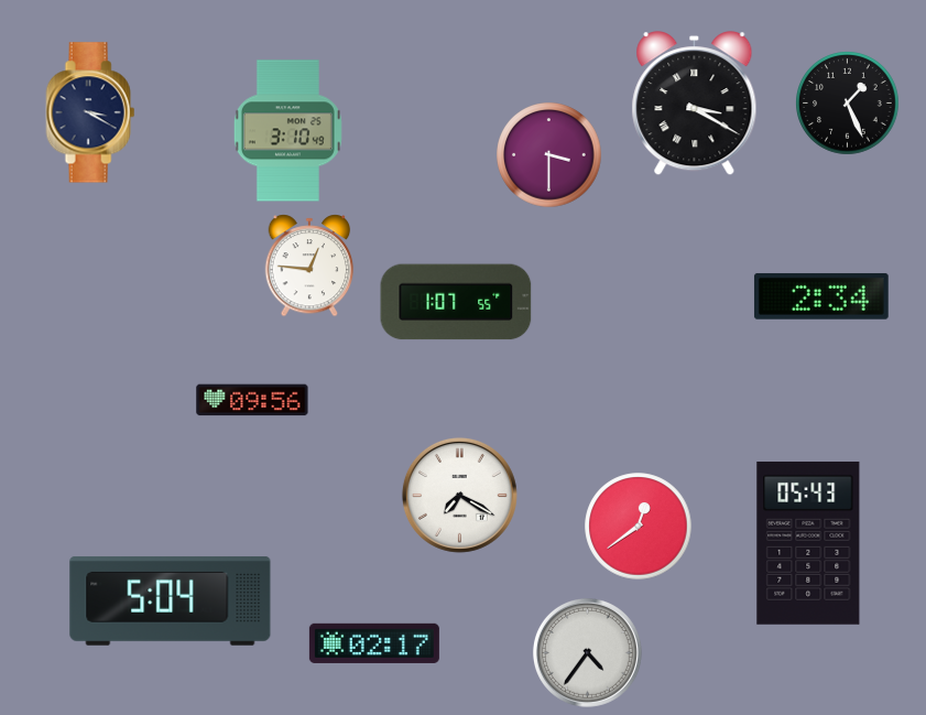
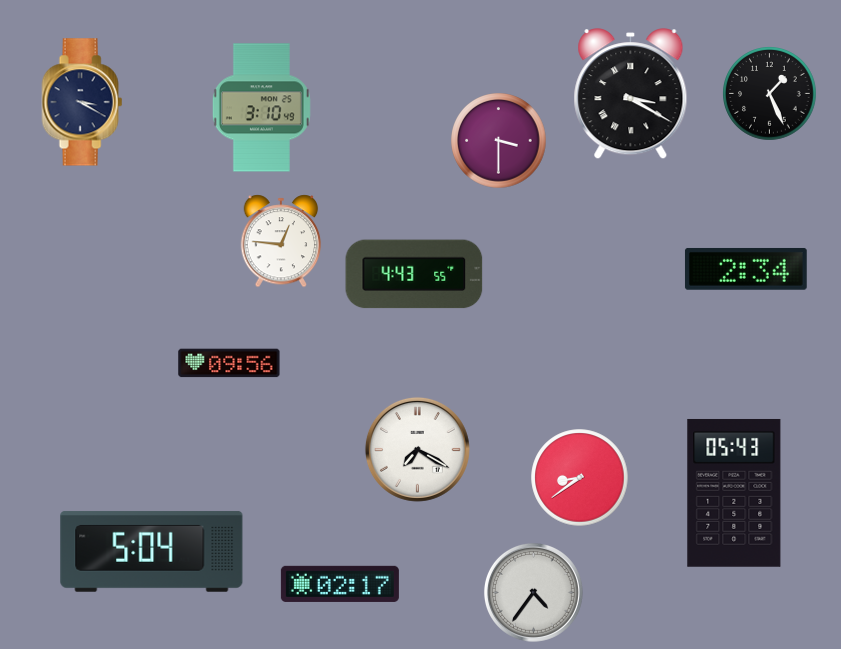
clock at (287, 131) position: (287, 131) -> (261, 108)
clock at (456, 302): 1:07 -> 4:43
clock at (639, 527): 12:39 -> 8:39
clock at (171, 600) position: (171, 600) -> (152, 551)
